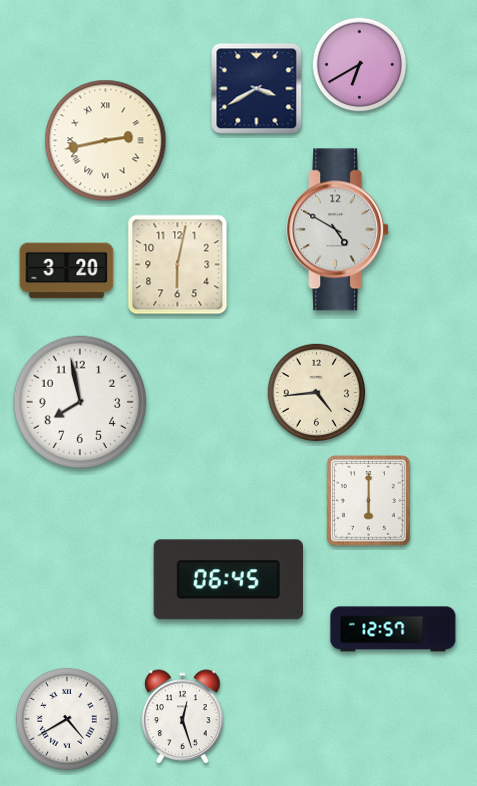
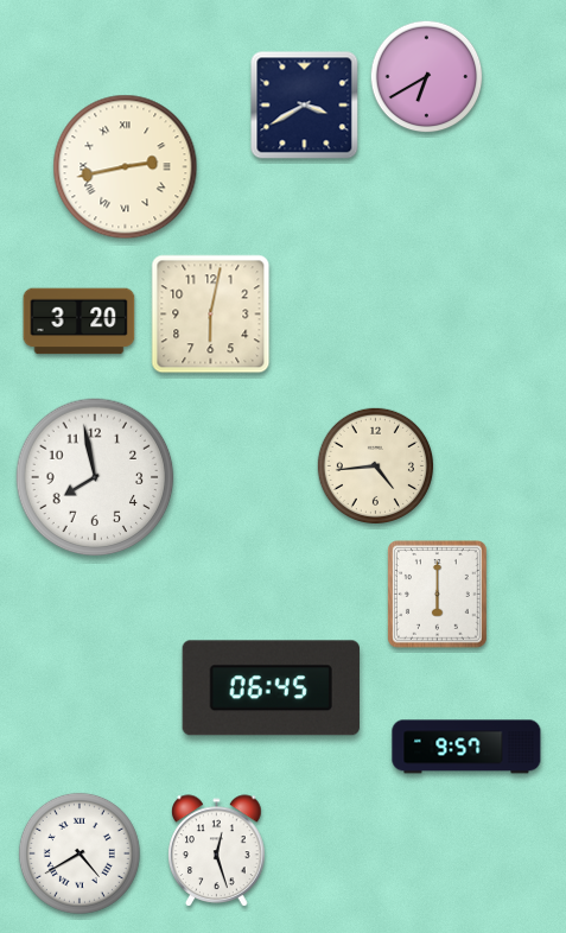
clock at (338, 230): 4:50 -> none
clock at (393, 629): 12:57 -> 9:57
